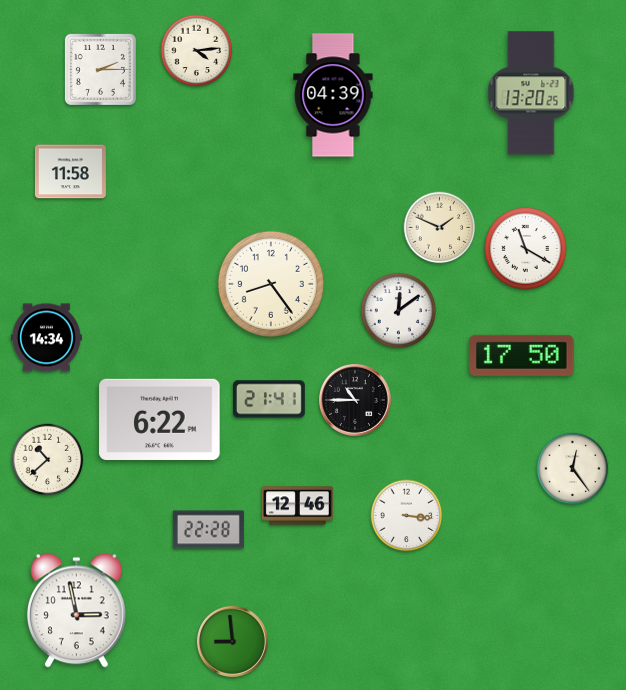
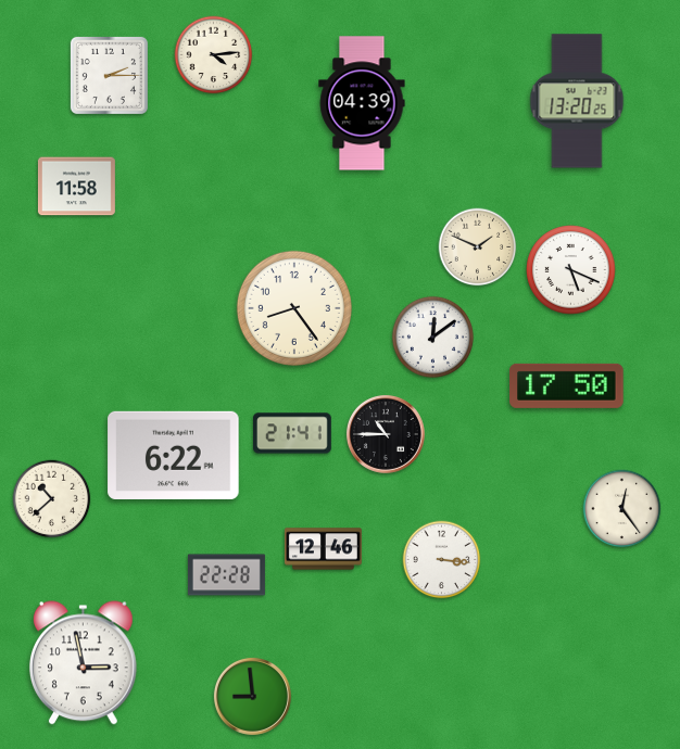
clock at (526, 249): 11:20 -> 5:19
clock at (46, 338): 14:34 -> none
